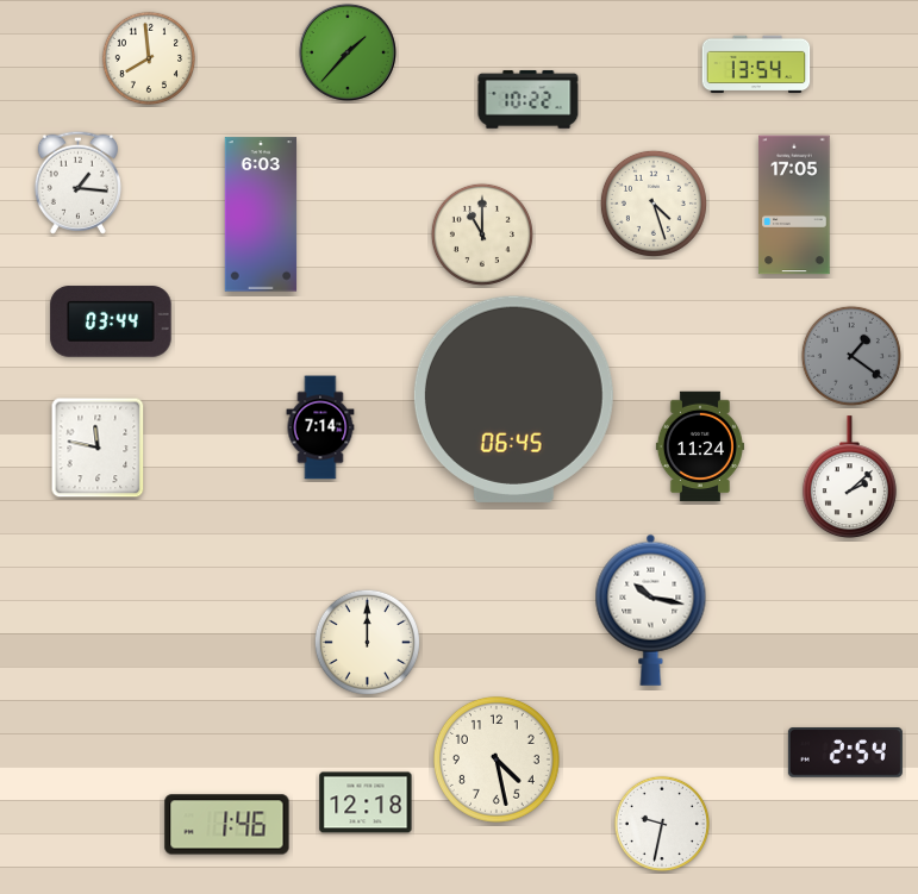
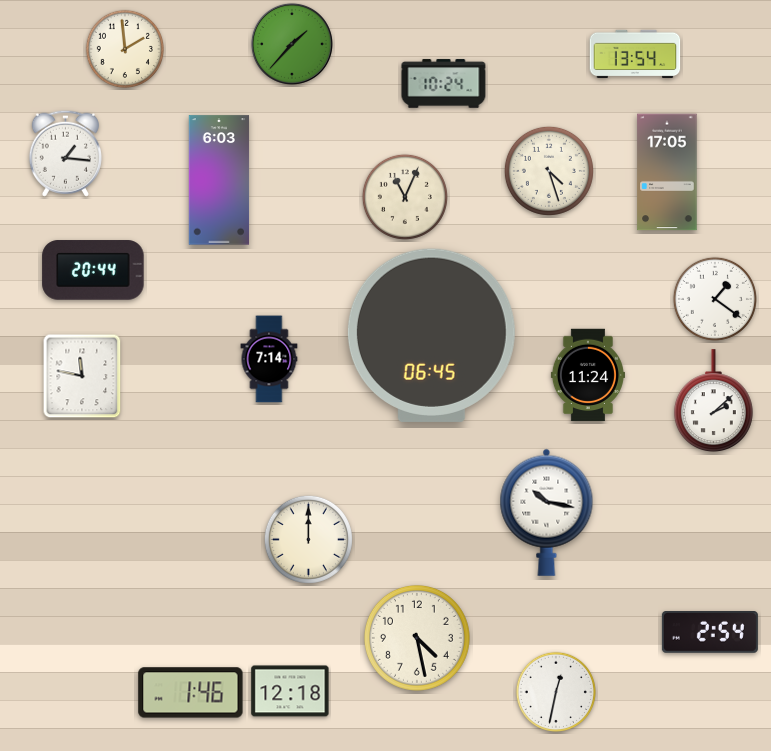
clock at (148, 57): 7:59 -> 1:59
clock at (529, 100): 10:22 -> 10:24
clock at (482, 235): 11:00 -> 11:04
clock at (111, 321): 03:44 -> 20:44
clock at (851, 356) dial: grey -> white
clock at (366, 802) position: (366, 802) -> (290, 691)
clock at (662, 824): 9:32 -> 12:32
